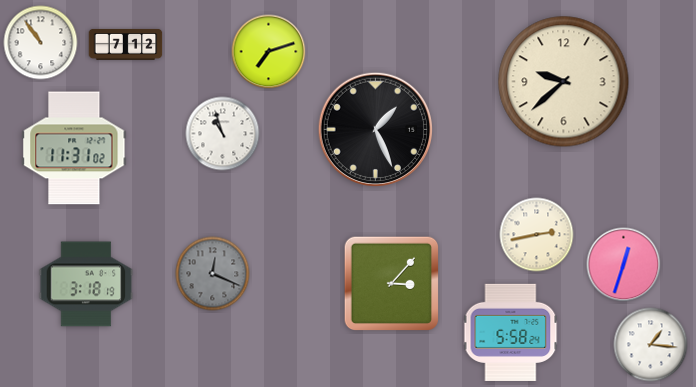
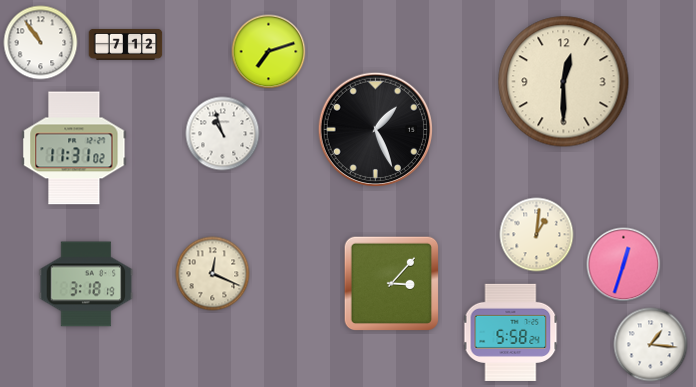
clock at (564, 82): 9:38 -> 12:30
clock at (537, 235): 2:43 -> 1:01
clock at (213, 274) dial: grey -> cream
